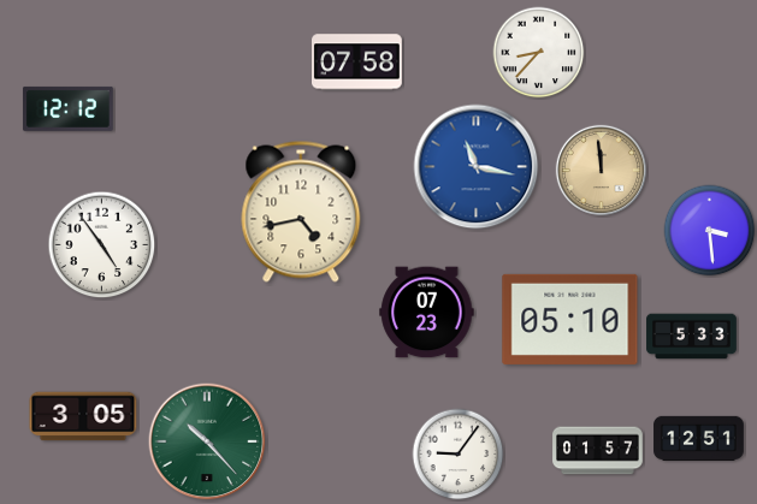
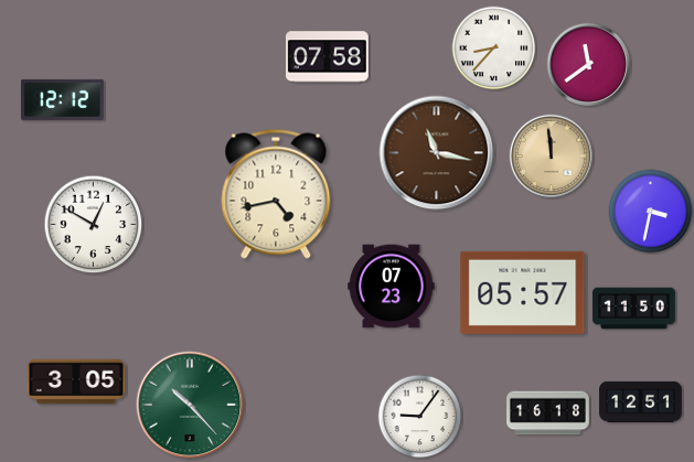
clock at (588, 64): none -> 11:39
clock at (477, 167) dial: blue -> brown
clock at (710, 231): 3:29 -> 3:32
clock at (102, 245): 4:54 -> 12:50
clock at (570, 319): 05:10 -> 05:57
clock at (692, 337): 5:33 -> 11:50
clock at (598, 451): 01:57 -> 16:18
